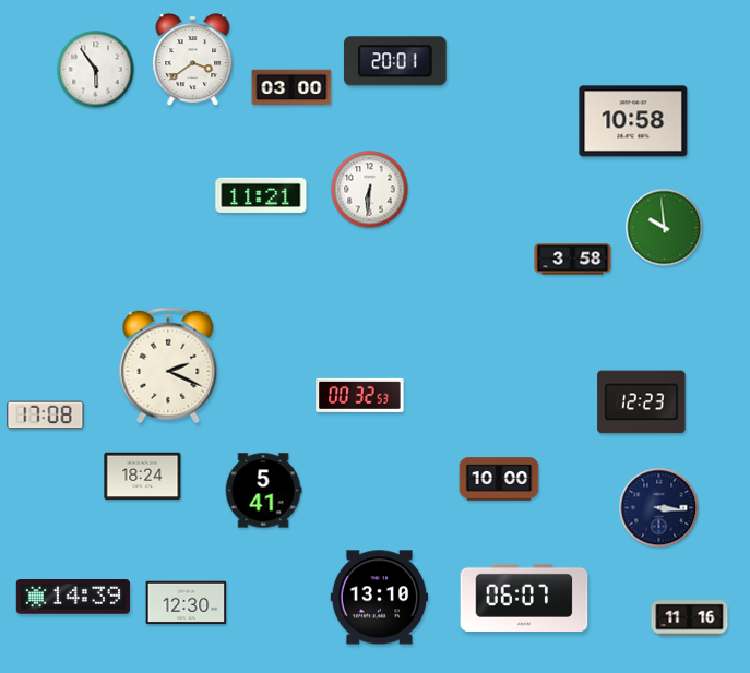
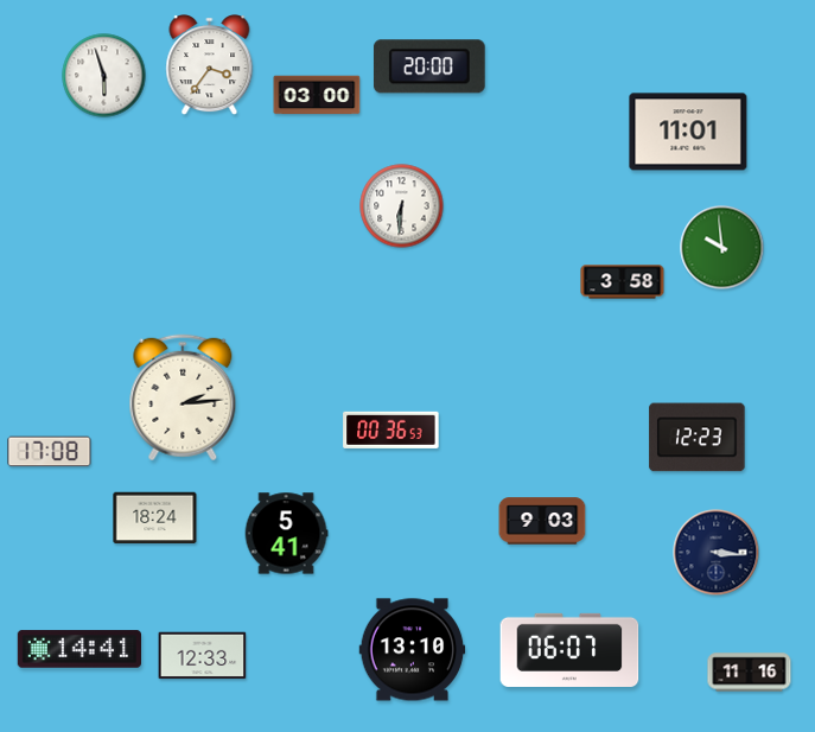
clock at (193, 60): 3:39 -> 3:36
clock at (395, 61): 20:01 -> 20:00
clock at (96, 70): 5:54 -> 5:57
clock at (633, 121): 10:58 -> 11:01
clock at (261, 195): 11:21 -> none
clock at (168, 365): 2:19 -> 2:14
clock at (360, 395): 00:32 -> 00:36
clock at (499, 479): 10:00 -> 9:03
clock at (72, 597): 14:39 -> 14:41
clock at (187, 603): 12:30 -> 12:33
